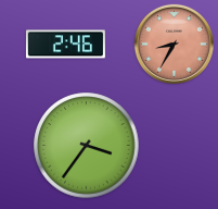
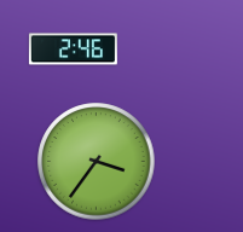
clock at (174, 44): 8:35 -> none
